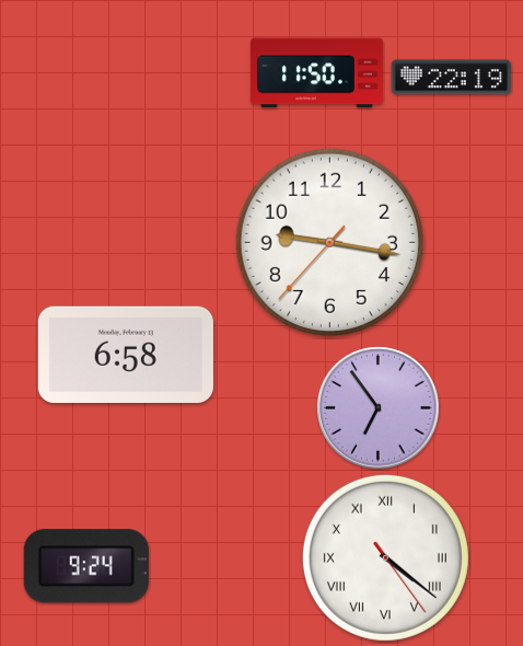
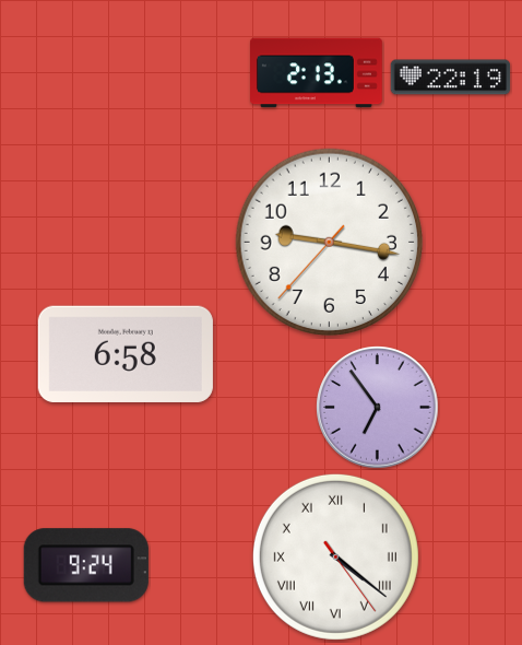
clock at (317, 73): 11:50 -> 2:13
clock at (385, 557) position: (385, 557) -> (335, 556)
